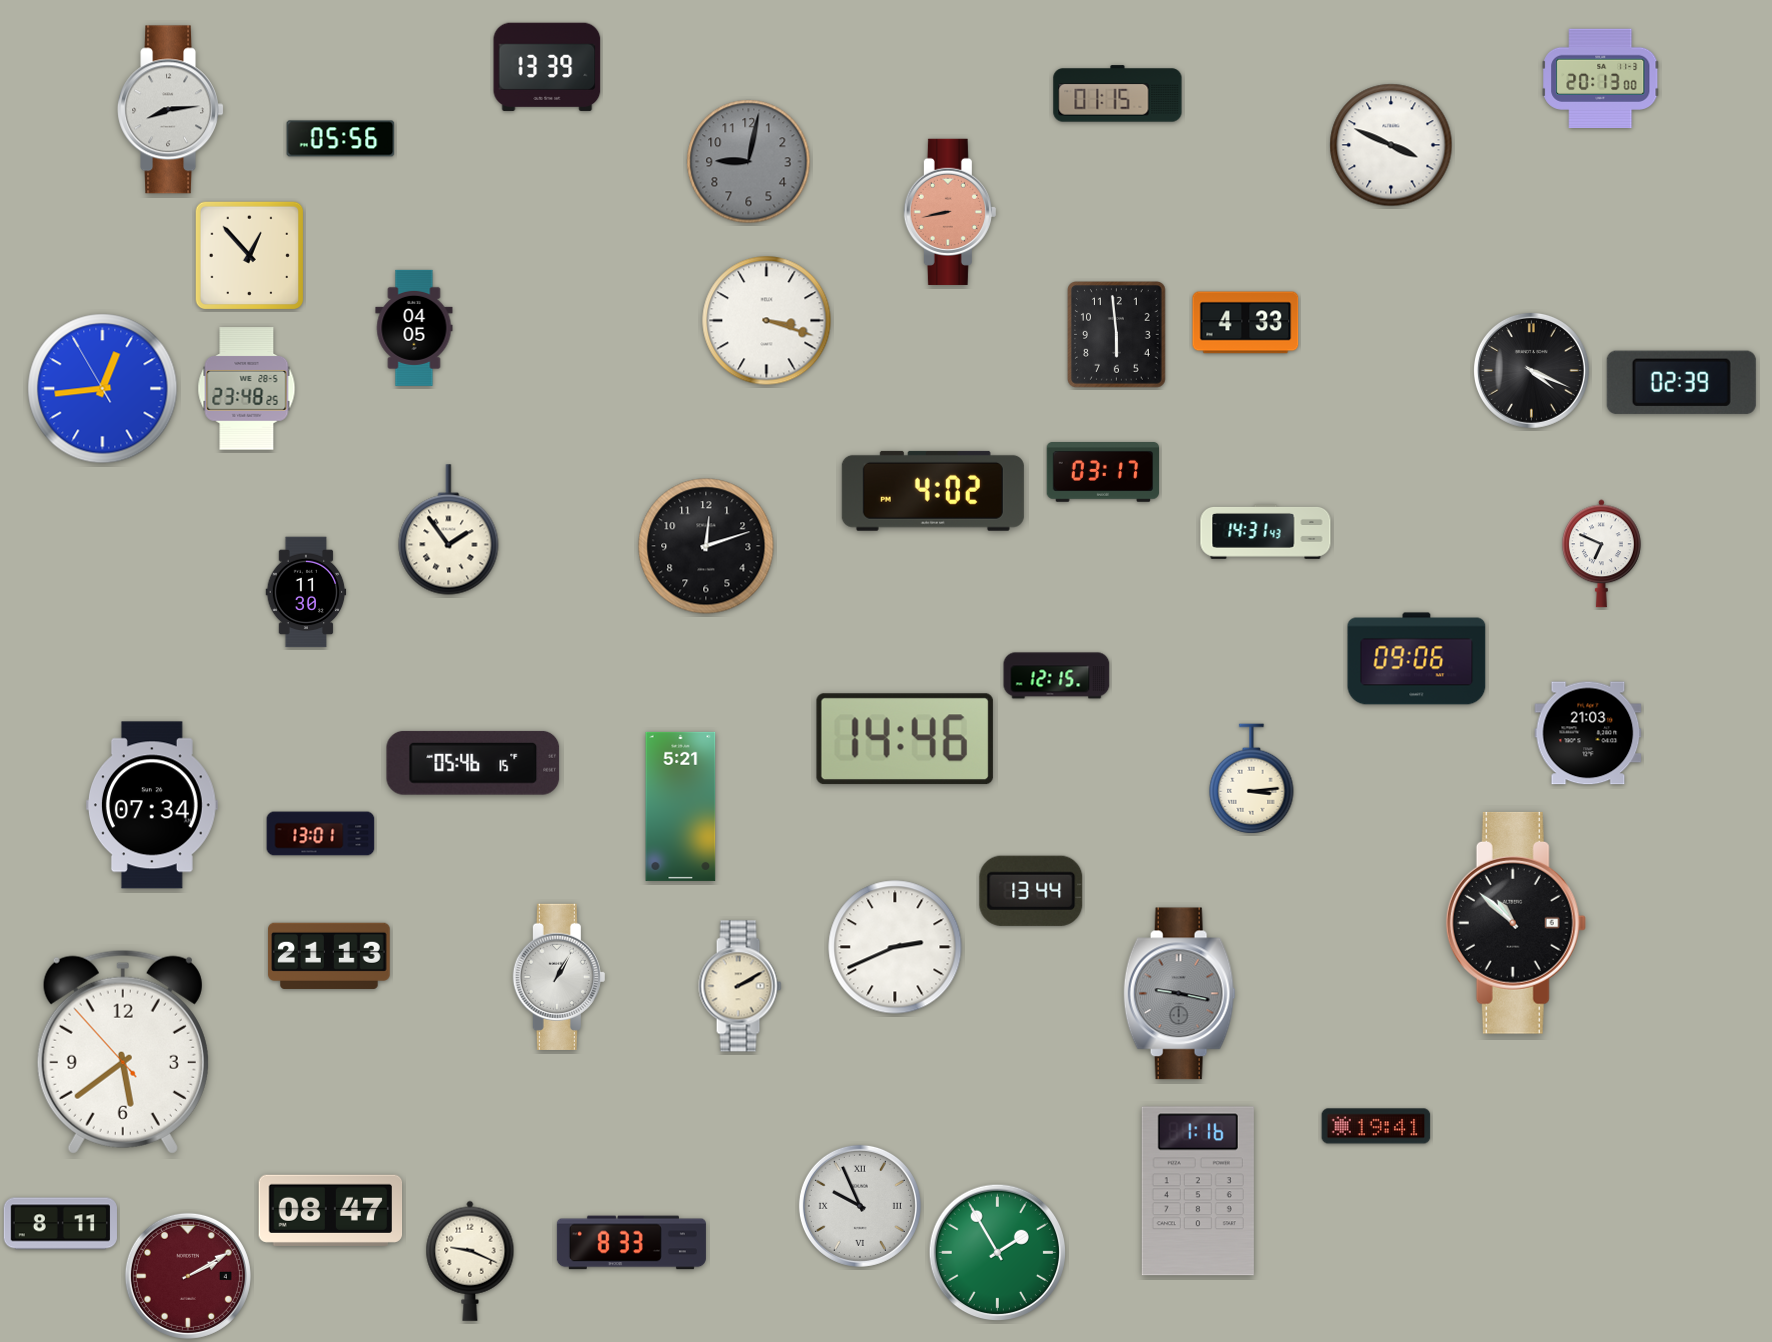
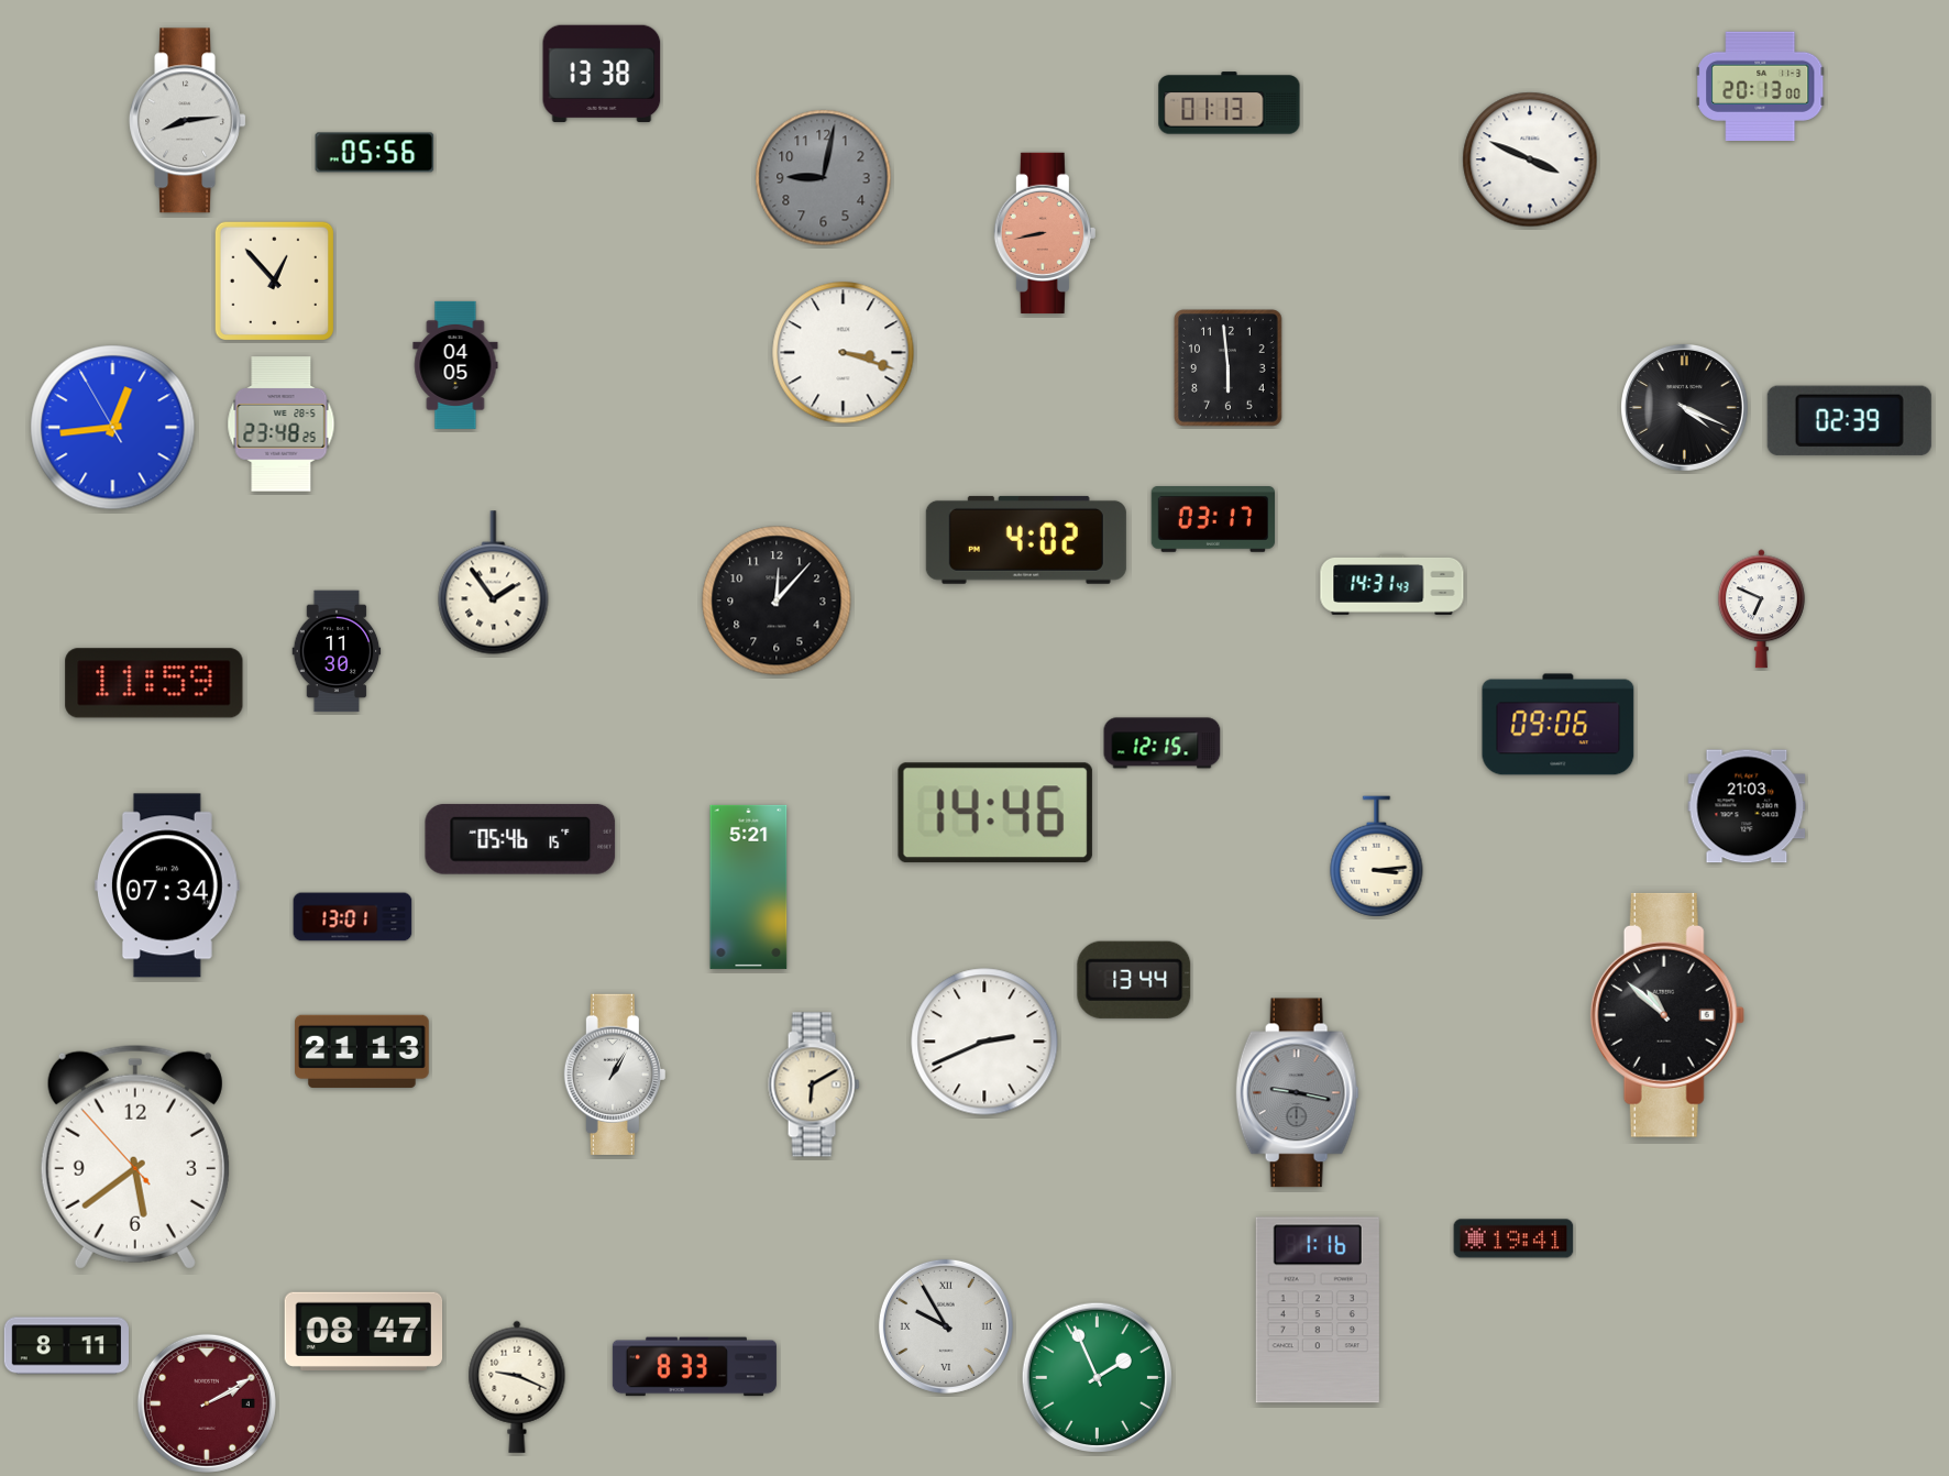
clock at (547, 67): 13:39 -> 13:38
clock at (1118, 94): 01:15 -> 01:13
clock at (1246, 323): 4:33 -> none
clock at (414, 328) position: (414, 328) -> (455, 365)
clock at (247, 389) position: (247, 389) -> (282, 425)
clock at (706, 546): 12:12 -> 12:07
clock at (154, 683): none -> 11:59
clock at (740, 986): 2:10 -> 6:10
clock at (860, 1206): 9:56 -> 9:55
clock at (998, 1253): 1:55 -> 1:56
